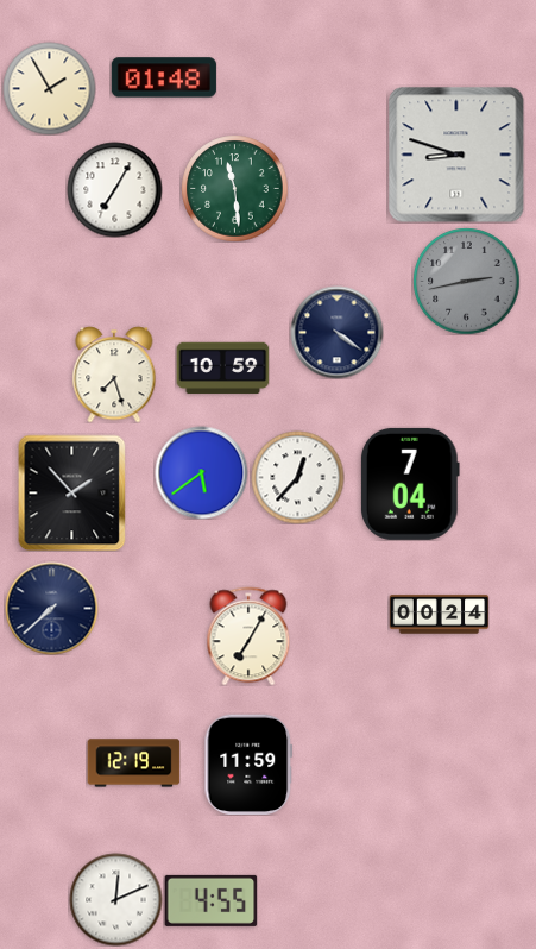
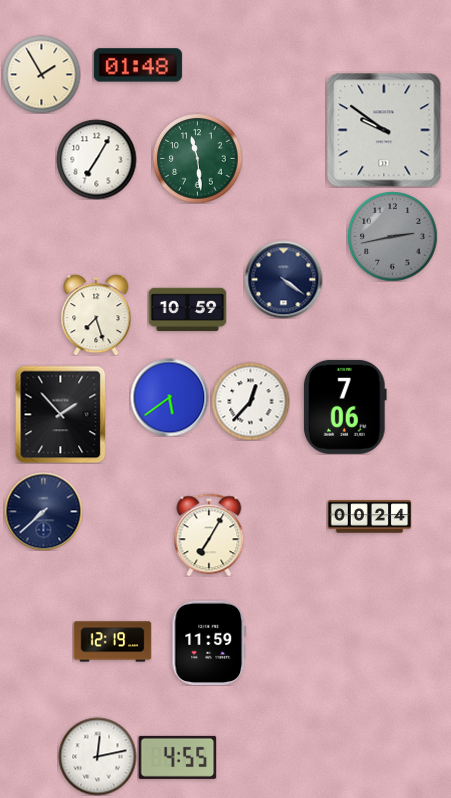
clock at (456, 155): 8:48 -> 9:51
clock at (410, 484): 7:04 -> 7:06
clock at (115, 899): 12:11 -> 12:13
